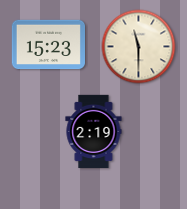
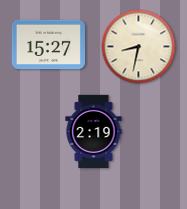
clock at (48, 45): 15:23 -> 15:27
clock at (139, 47): 11:30 -> 8:32
